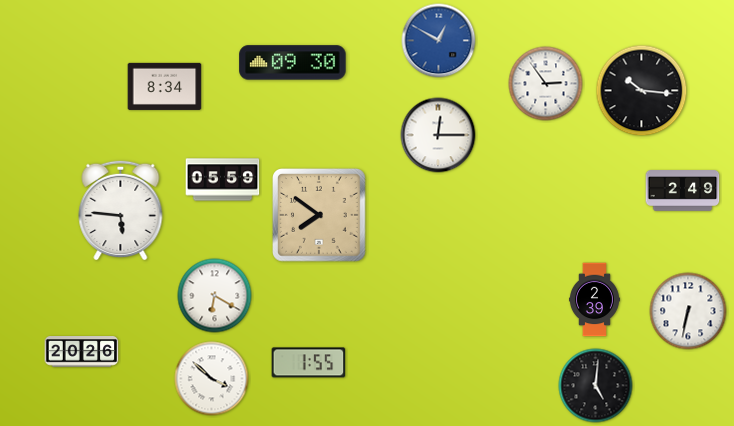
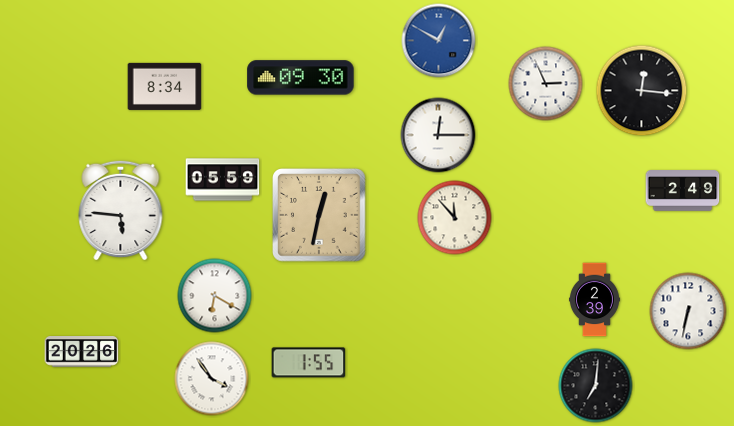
clock at (293, 63) position: (293, 63) -> (301, 78)
clock at (546, 84): 2:54 -> 2:56
clock at (642, 91): 10:16 -> 12:16
clock at (320, 216): 7:51 -> 12:32
clock at (455, 218): none -> 11:53
clock at (212, 379): 3:52 -> 3:54
clock at (596, 386): 5:01 -> 7:01
